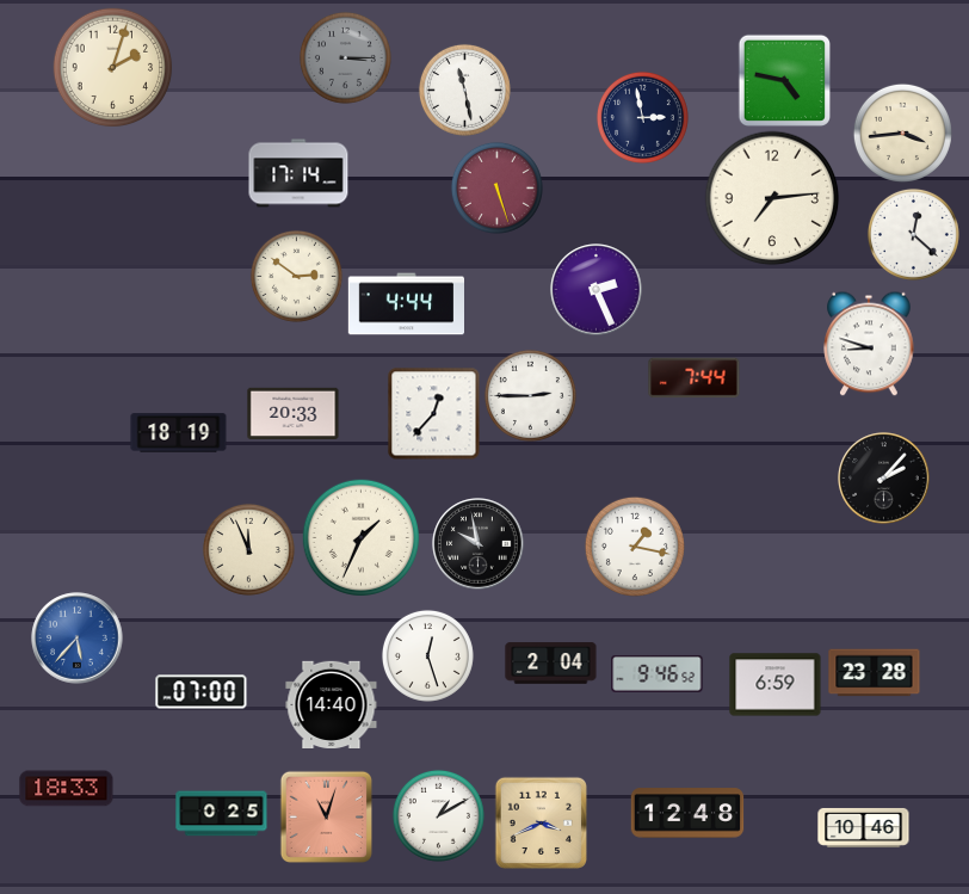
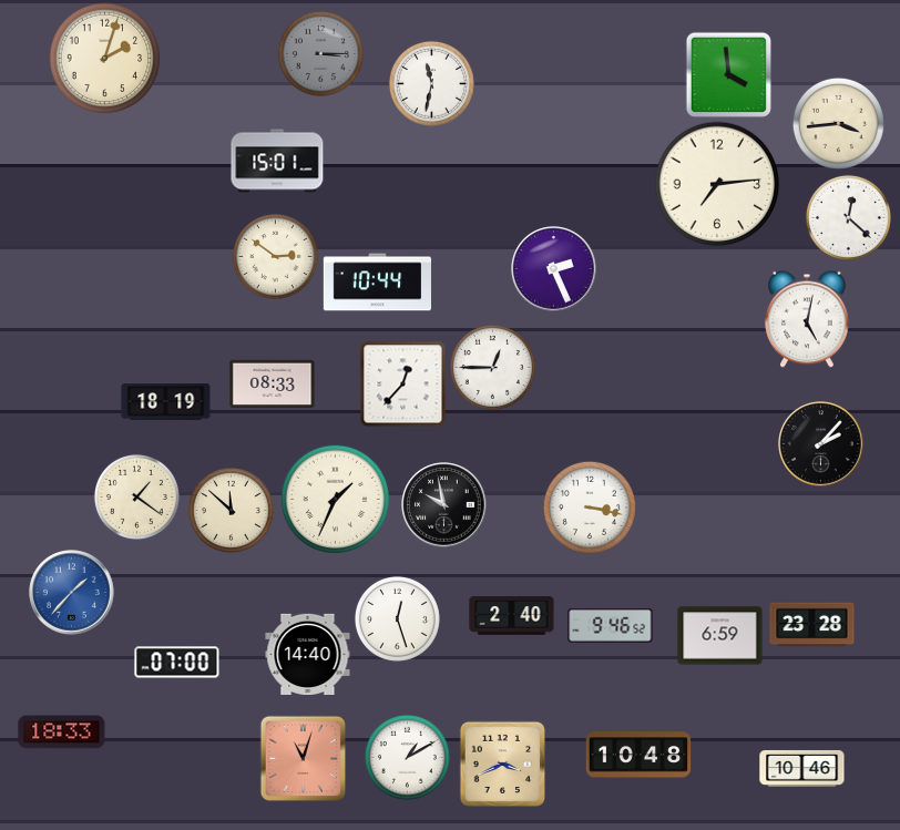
clock at (113, 68) position: (113, 68) -> (105, 59)
clock at (784, 80): 4:47 -> 3:59
clock at (464, 90): 11:28 -> 11:32
clock at (642, 117): 2:58 -> none
clock at (298, 173): 17:14 -> 15:01
clock at (496, 187): 5:27 -> none
clock at (406, 304): 4:44 -> 10:44
clock at (869, 344): 8:48 -> 5:02
clock at (695, 378): 7:44 -> none
clock at (530, 395): 2:45 -> 12:45
clock at (294, 413): 20:33 -> 08:33
clock at (136, 496): none -> 1:21
clock at (635, 547): 1:17 -> 3:17
clock at (248, 549): 11:56 -> 11:52
clock at (78, 639): 5:37 -> 1:37
clock at (427, 655) position: (427, 655) -> (397, 618)
clock at (551, 664): 2:04 -> 2:40
clock at (202, 692) position: (202, 692) -> (177, 663)
clock at (687, 813): 12:48 -> 10:48
clock at (222, 814): 0:25 -> none
